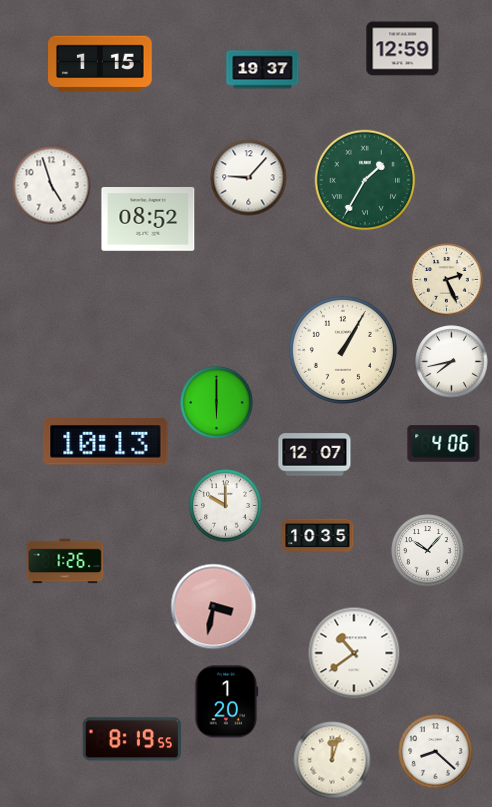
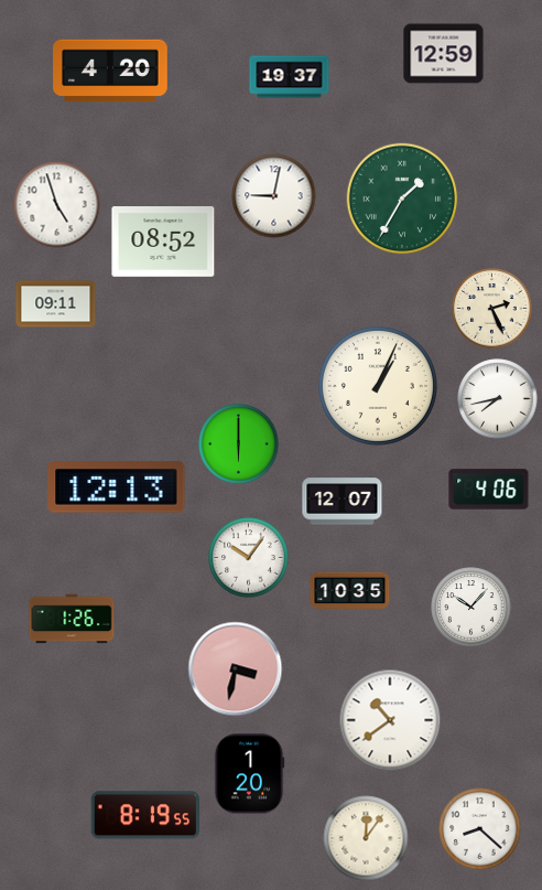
clock at (100, 64): 1:15 -> 4:20
clock at (249, 178): 9:07 -> 9:02
clock at (56, 304): none -> 09:11
clock at (343, 350): 1:05 -> 1:04
clock at (106, 442): 10:13 -> 12:13
clock at (315, 455) position: (315, 455) -> (343, 502)
clock at (226, 506): 10:00 -> 10:06
clock at (332, 760): 12:03 -> 12:06
